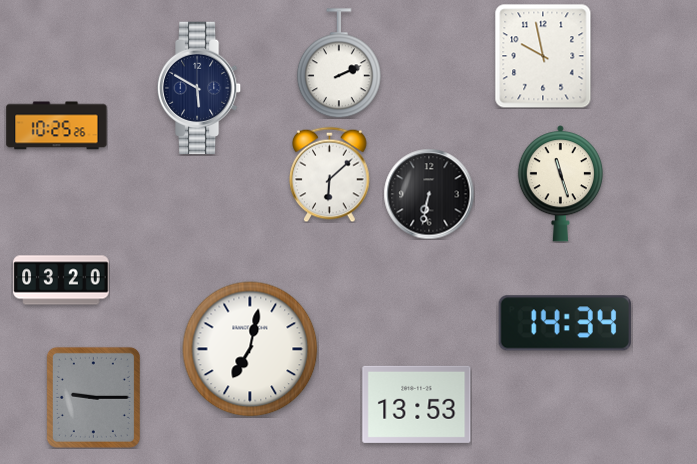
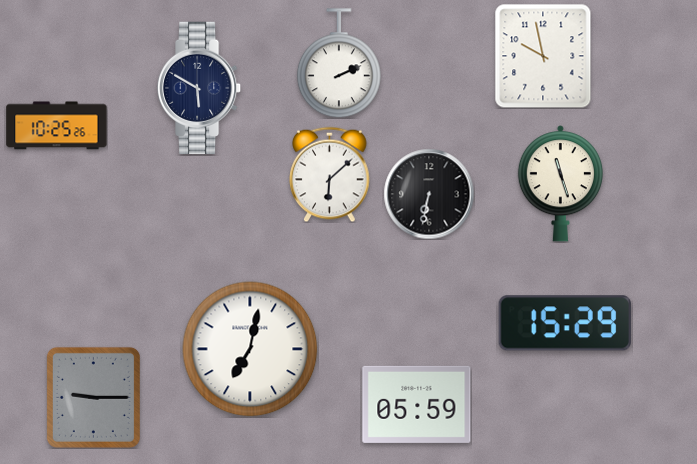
clock at (61, 280): 03:20 -> none
clock at (565, 323): 14:34 -> 15:29
clock at (417, 404): 13:53 -> 05:59
